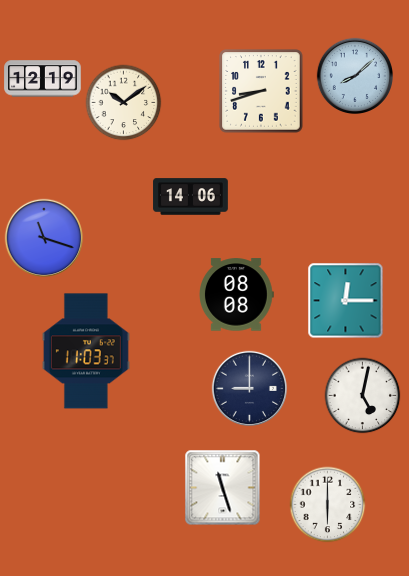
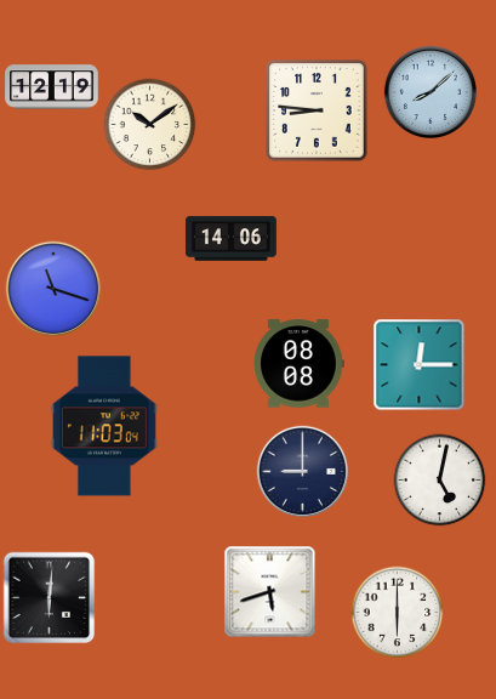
clock at (43, 79) position: (43, 79) -> (52, 87)
clock at (261, 91): 8:42 -> 8:46
clock at (237, 295) position: (237, 295) -> (300, 364)
clock at (86, 351): 11:03:37 -> 11:03:04
clock at (223, 488): 11:27 -> 5:42
clock at (50, 598): none -> 6:01
